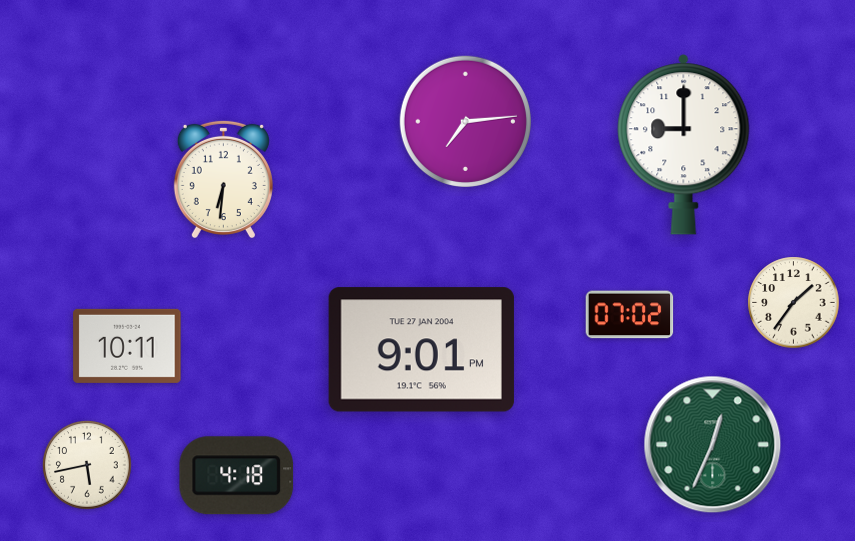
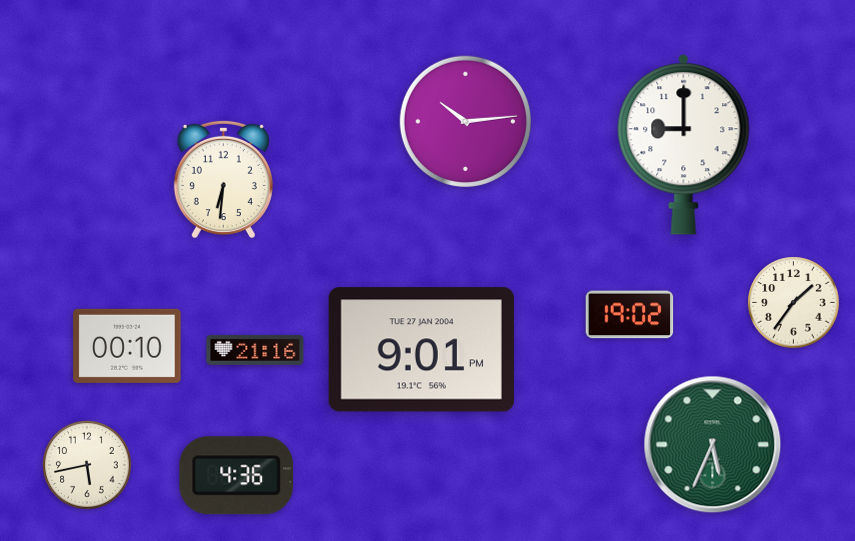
clock at (465, 121): 7:14 -> 10:14
clock at (630, 315): 07:02 -> 19:02
clock at (127, 346): 10:11 -> 00:10
clock at (255, 350): none -> 21:16
clock at (713, 445): 12:34 -> 5:34
clock at (237, 476): 4:18 -> 4:36
